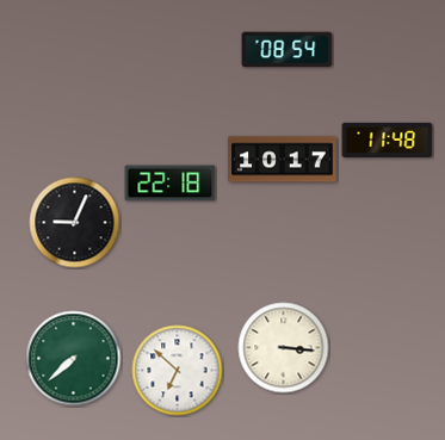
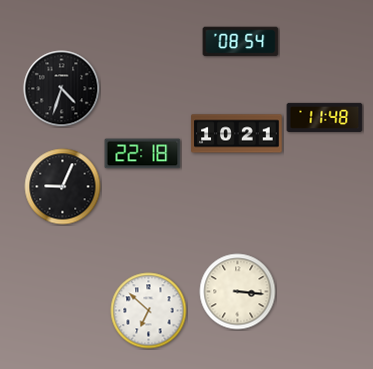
clock at (62, 89): none -> 4:33
clock at (283, 160): 10:17 -> 10:21
clock at (74, 359): 7:38 -> none
